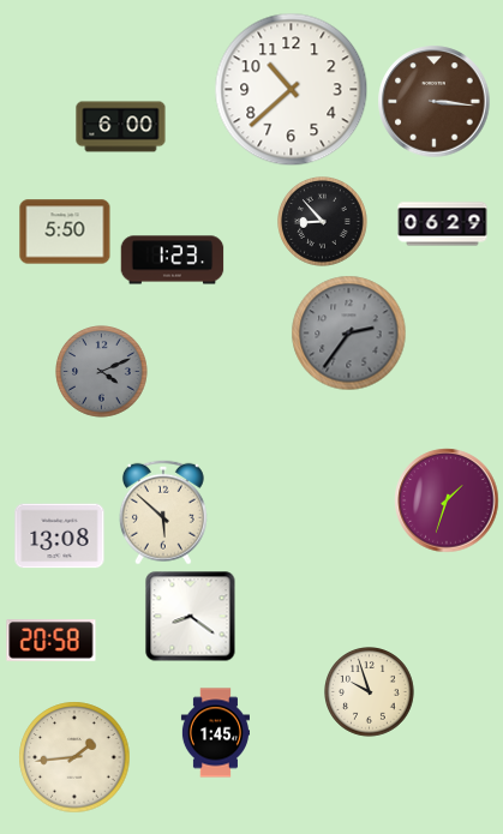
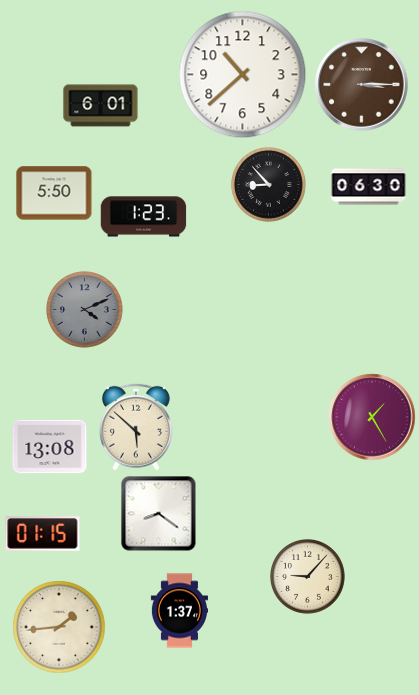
clock at (435, 102): 3:16 -> 3:15
clock at (121, 127): 6:00 -> 6:01
clock at (443, 224): 06:29 -> 06:30
clock at (349, 334): 2:36 -> none
clock at (447, 500): 1:33 -> 1:25
clock at (52, 641): 20:58 -> 01:15
clock at (370, 692): 9:57 -> 9:07
clock at (215, 733): 1:45 -> 1:37
clock at (74, 757) position: (74, 757) -> (59, 627)
